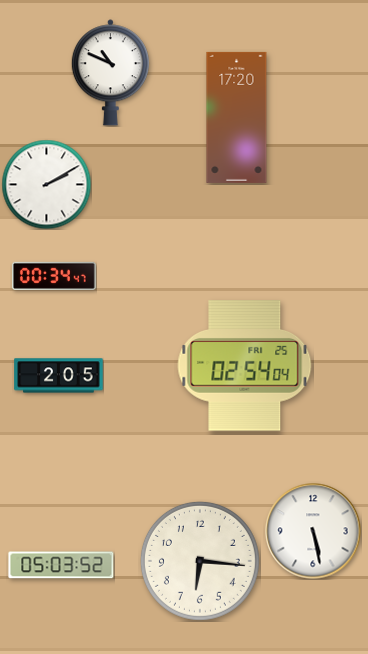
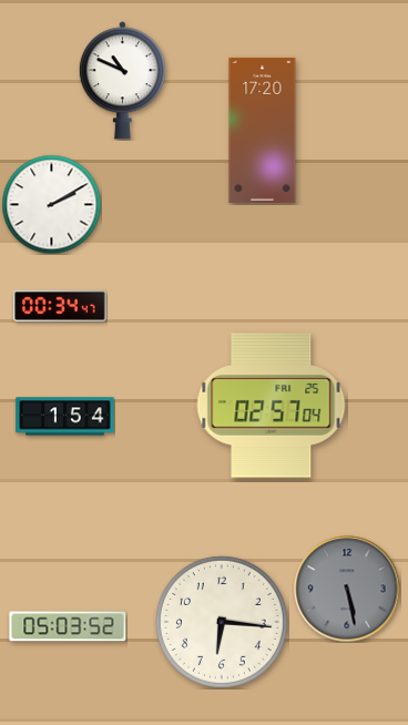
clock at (245, 366): 02:54 -> 02:57
clock at (59, 376): 2:05 -> 1:54
clock at (313, 531) dial: white -> grey
